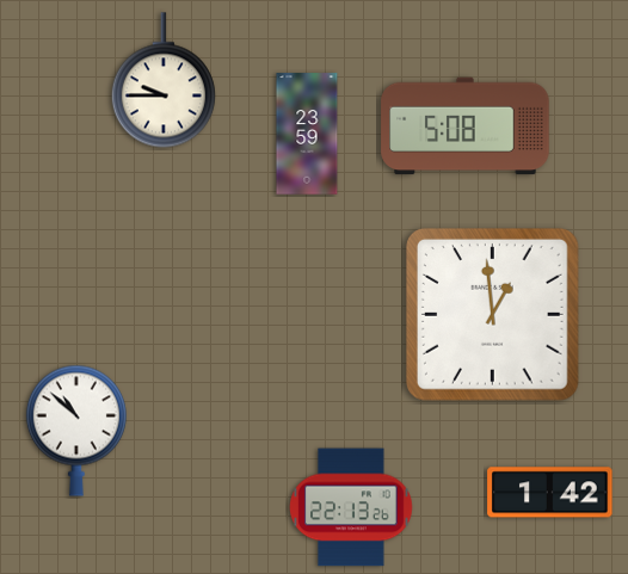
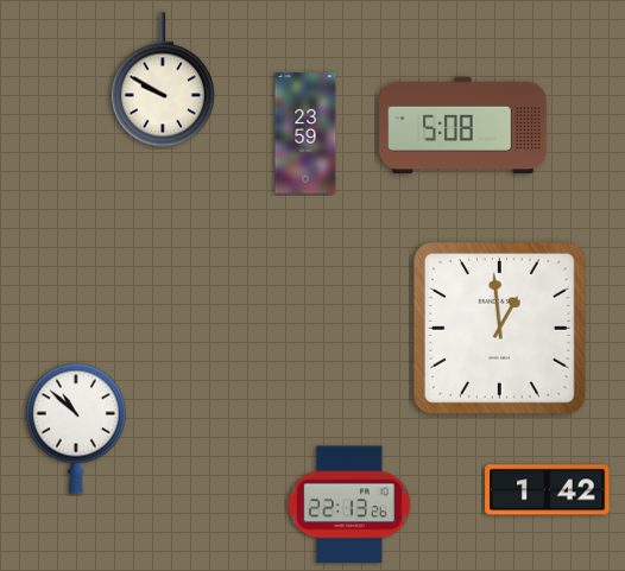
clock at (164, 80): 9:45 -> 9:50
clock at (492, 314) position: (492, 314) -> (499, 328)
